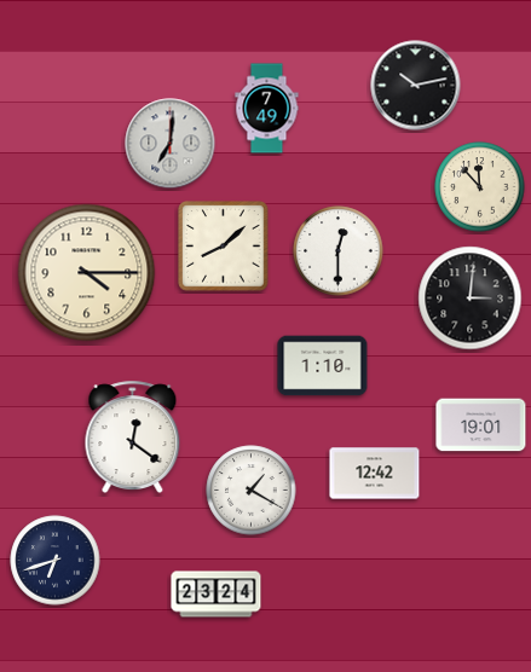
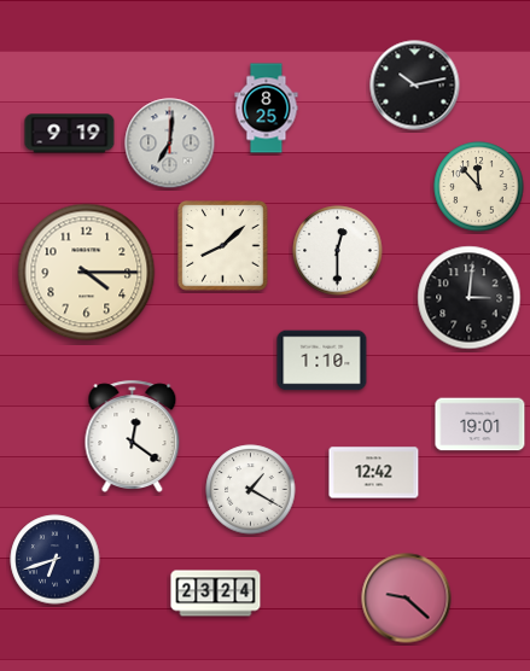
clock at (267, 109): 7:49 -> 8:25
clock at (70, 134): none -> 9:19
clock at (323, 366) position: (323, 366) -> (322, 361)
clock at (407, 599): none -> 9:22
